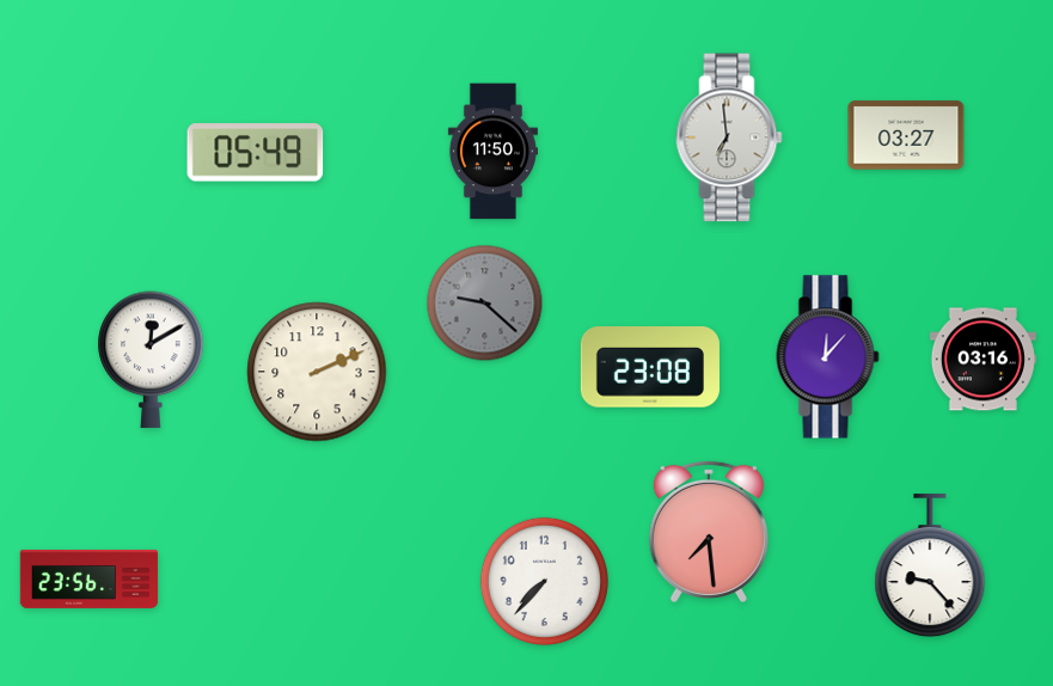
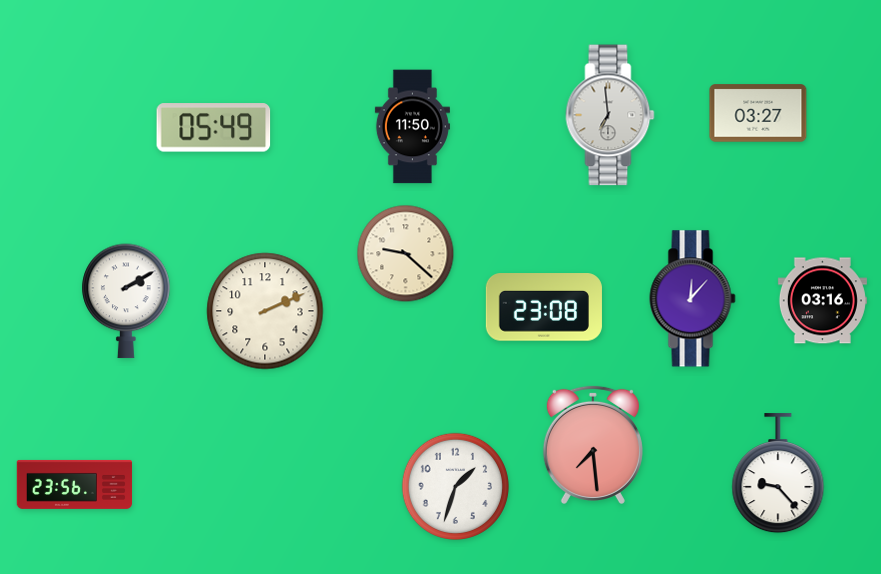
clock at (485, 304) dial: grey -> cream
clock at (151, 360): 12:10 -> 2:10
clock at (544, 581): 7:37 -> 1:33
